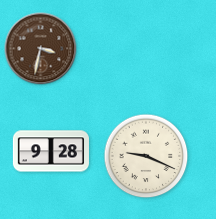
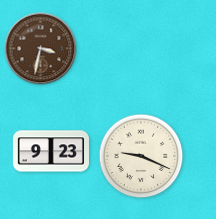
clock at (51, 151): 9:28 -> 9:23
clock at (146, 156) position: (146, 156) -> (141, 156)
